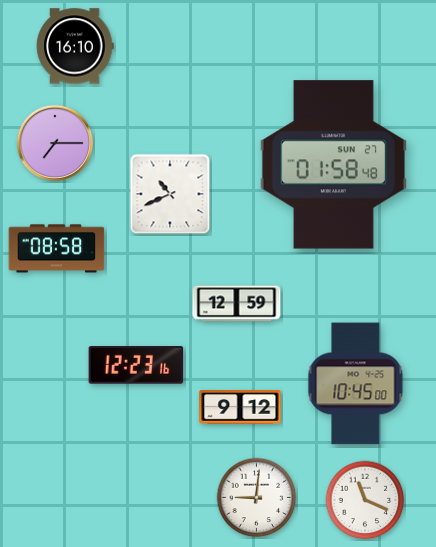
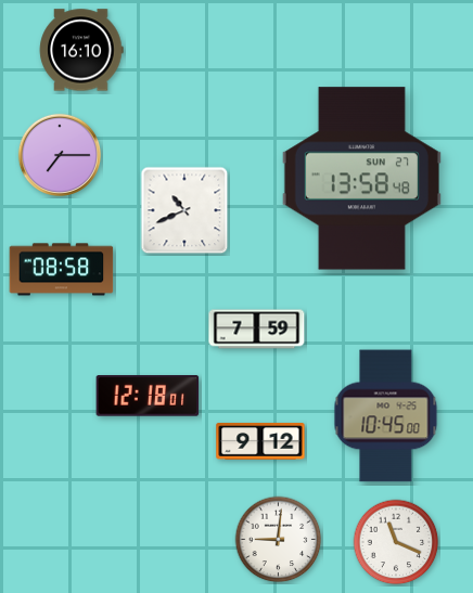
clock at (333, 165): 01:58 -> 13:58
clock at (237, 304): 12:59 -> 7:59
clock at (136, 365): 12:23 -> 12:18
